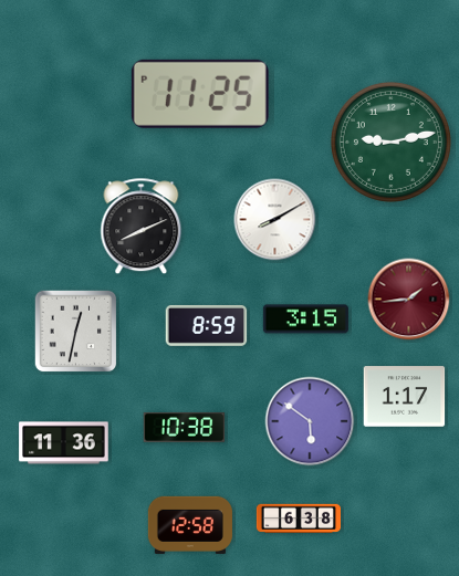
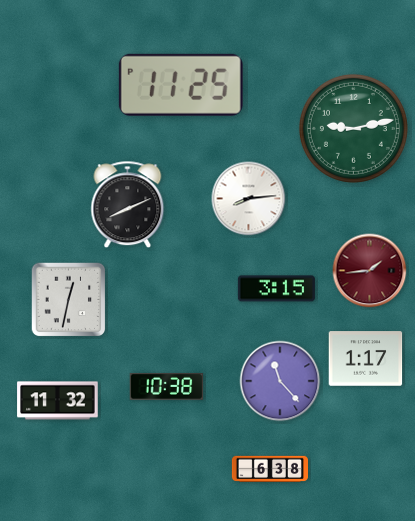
clock at (275, 220): 8:10 -> 8:14
clock at (207, 325): 8:59 -> none
clock at (310, 421): 5:51 -> 11:23
clock at (64, 443): 11:36 -> 11:32
clock at (190, 525): 12:58 -> none
